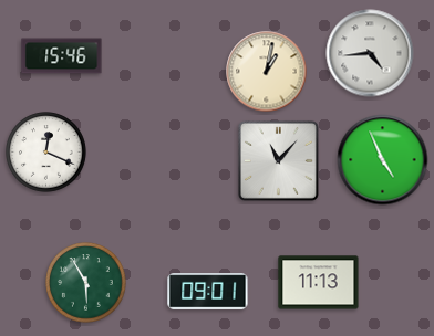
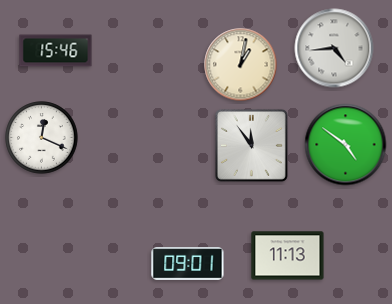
clock at (278, 160): 11:07 -> 11:54
clock at (383, 160): 4:56 -> 4:51
clock at (86, 283): 5:55 -> none
